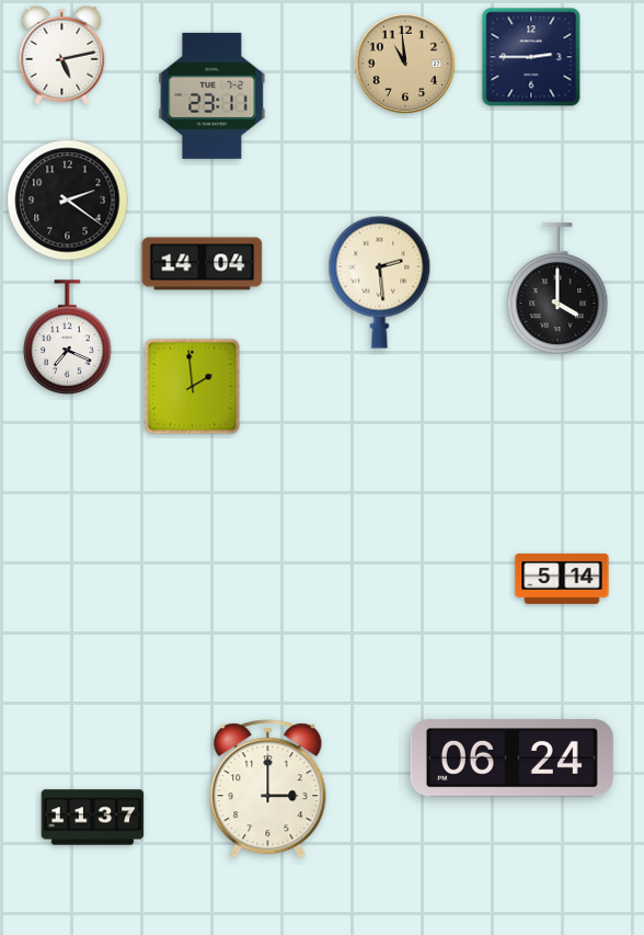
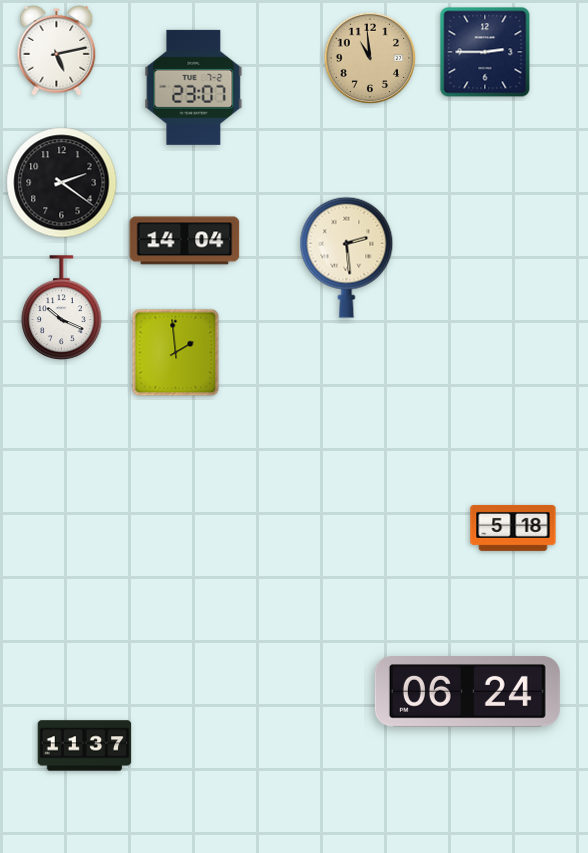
clock at (212, 95): 23:11 -> 23:07
clock at (557, 289): 4:00 -> none
clock at (68, 338): 7:19 -> 10:19
clock at (562, 579): 5:14 -> 5:18
clock at (268, 789): 3:00 -> none
